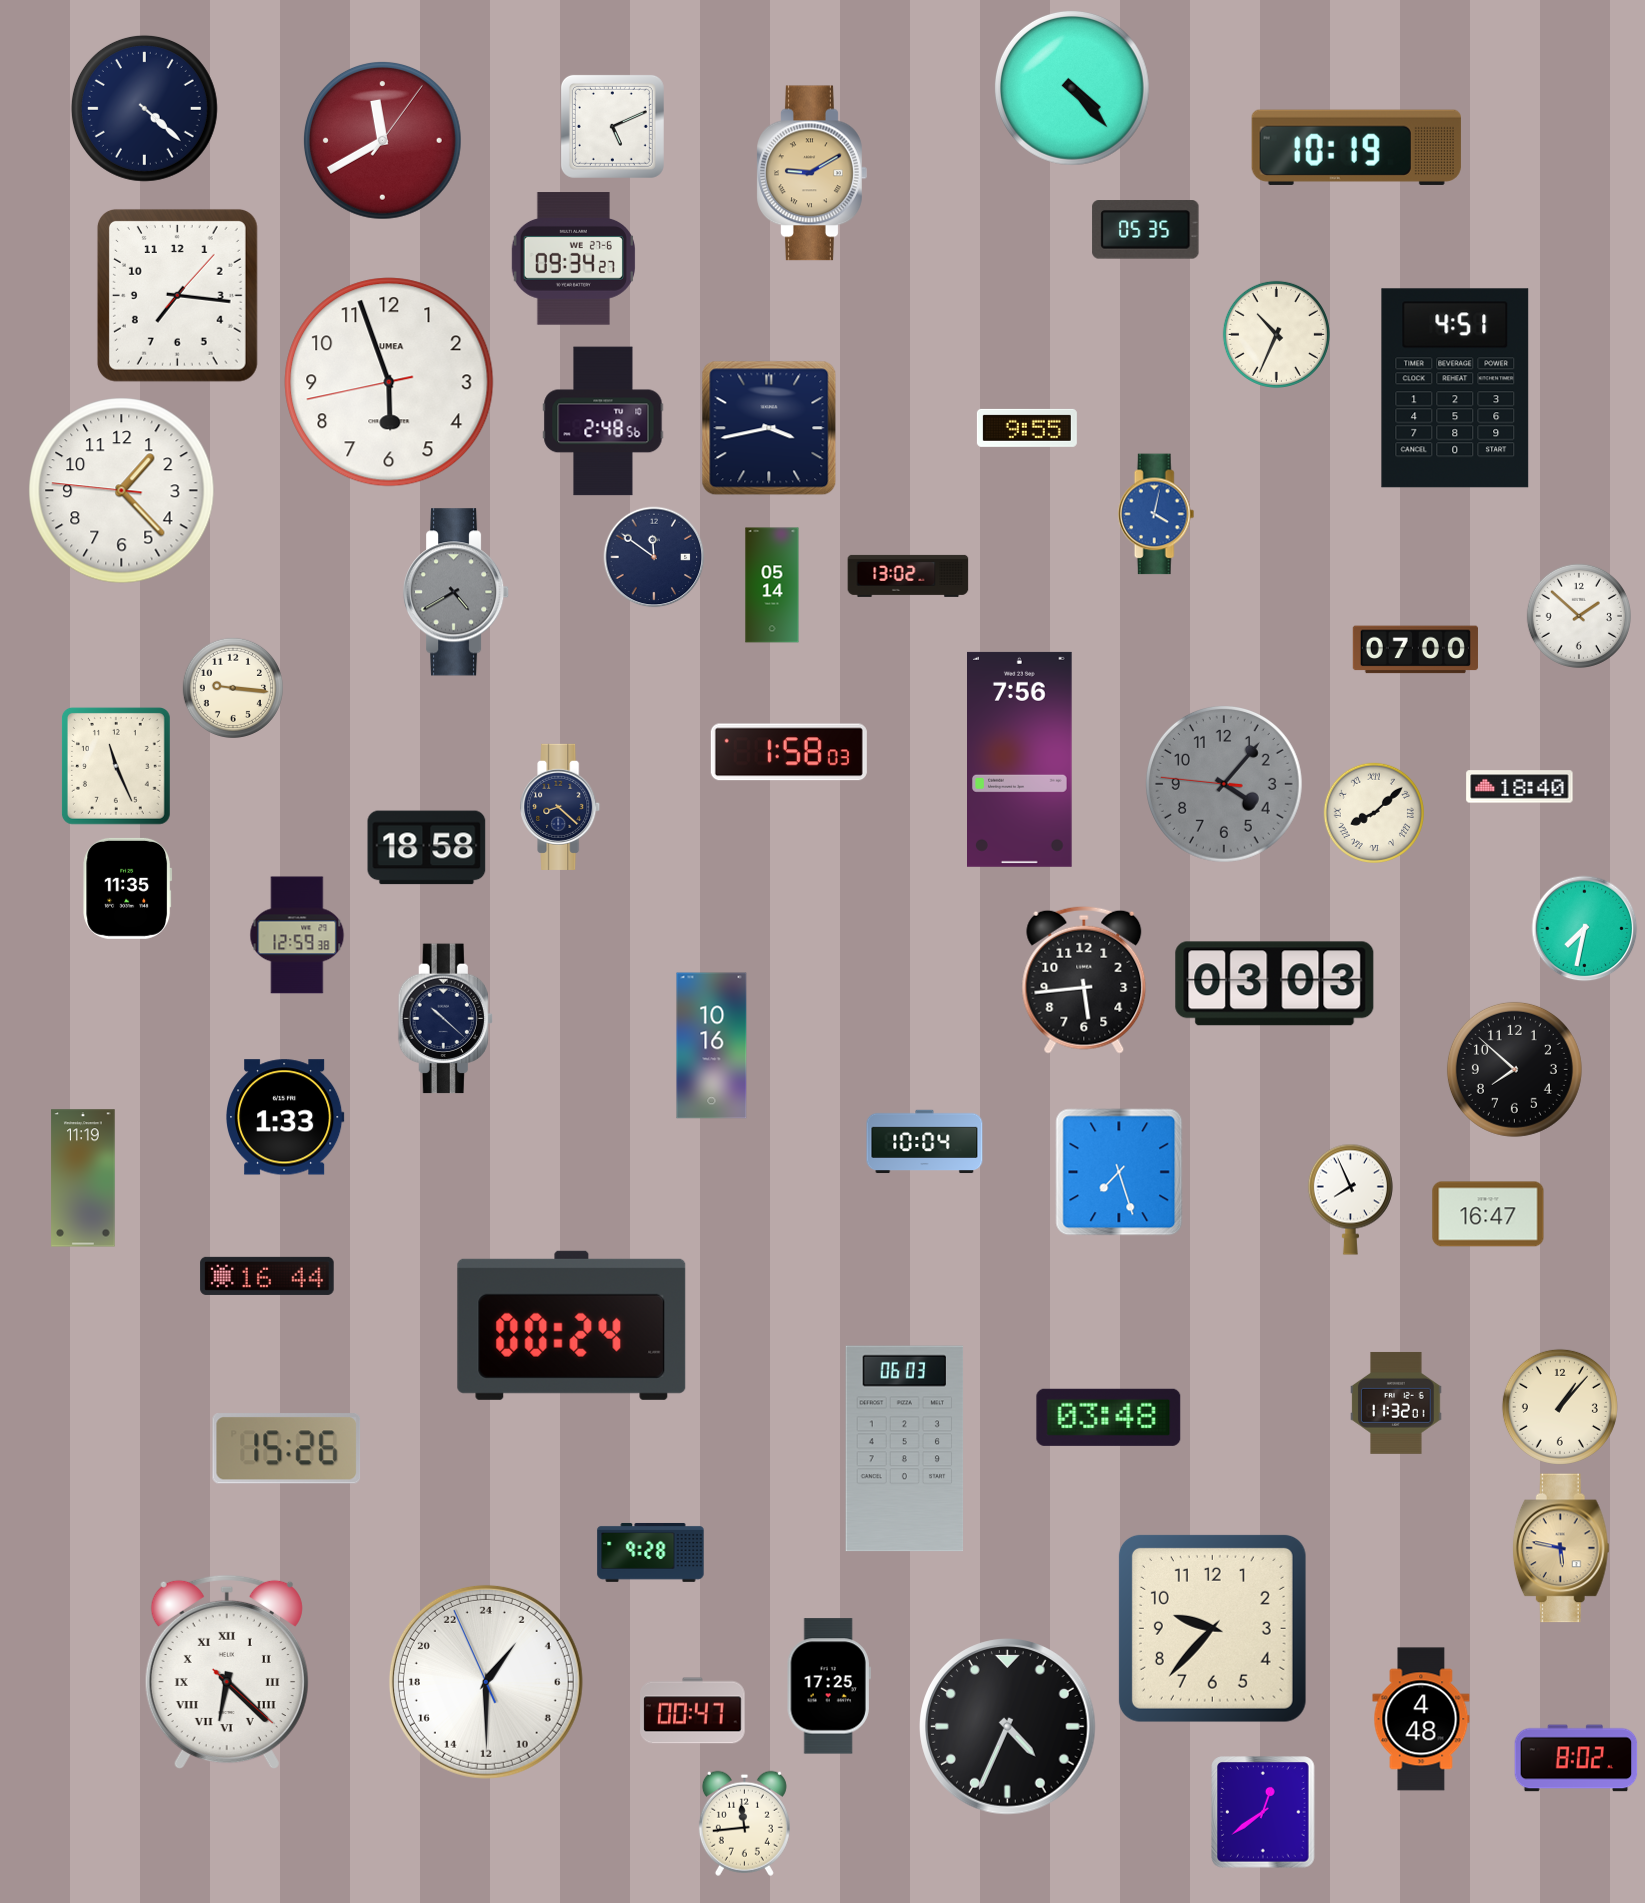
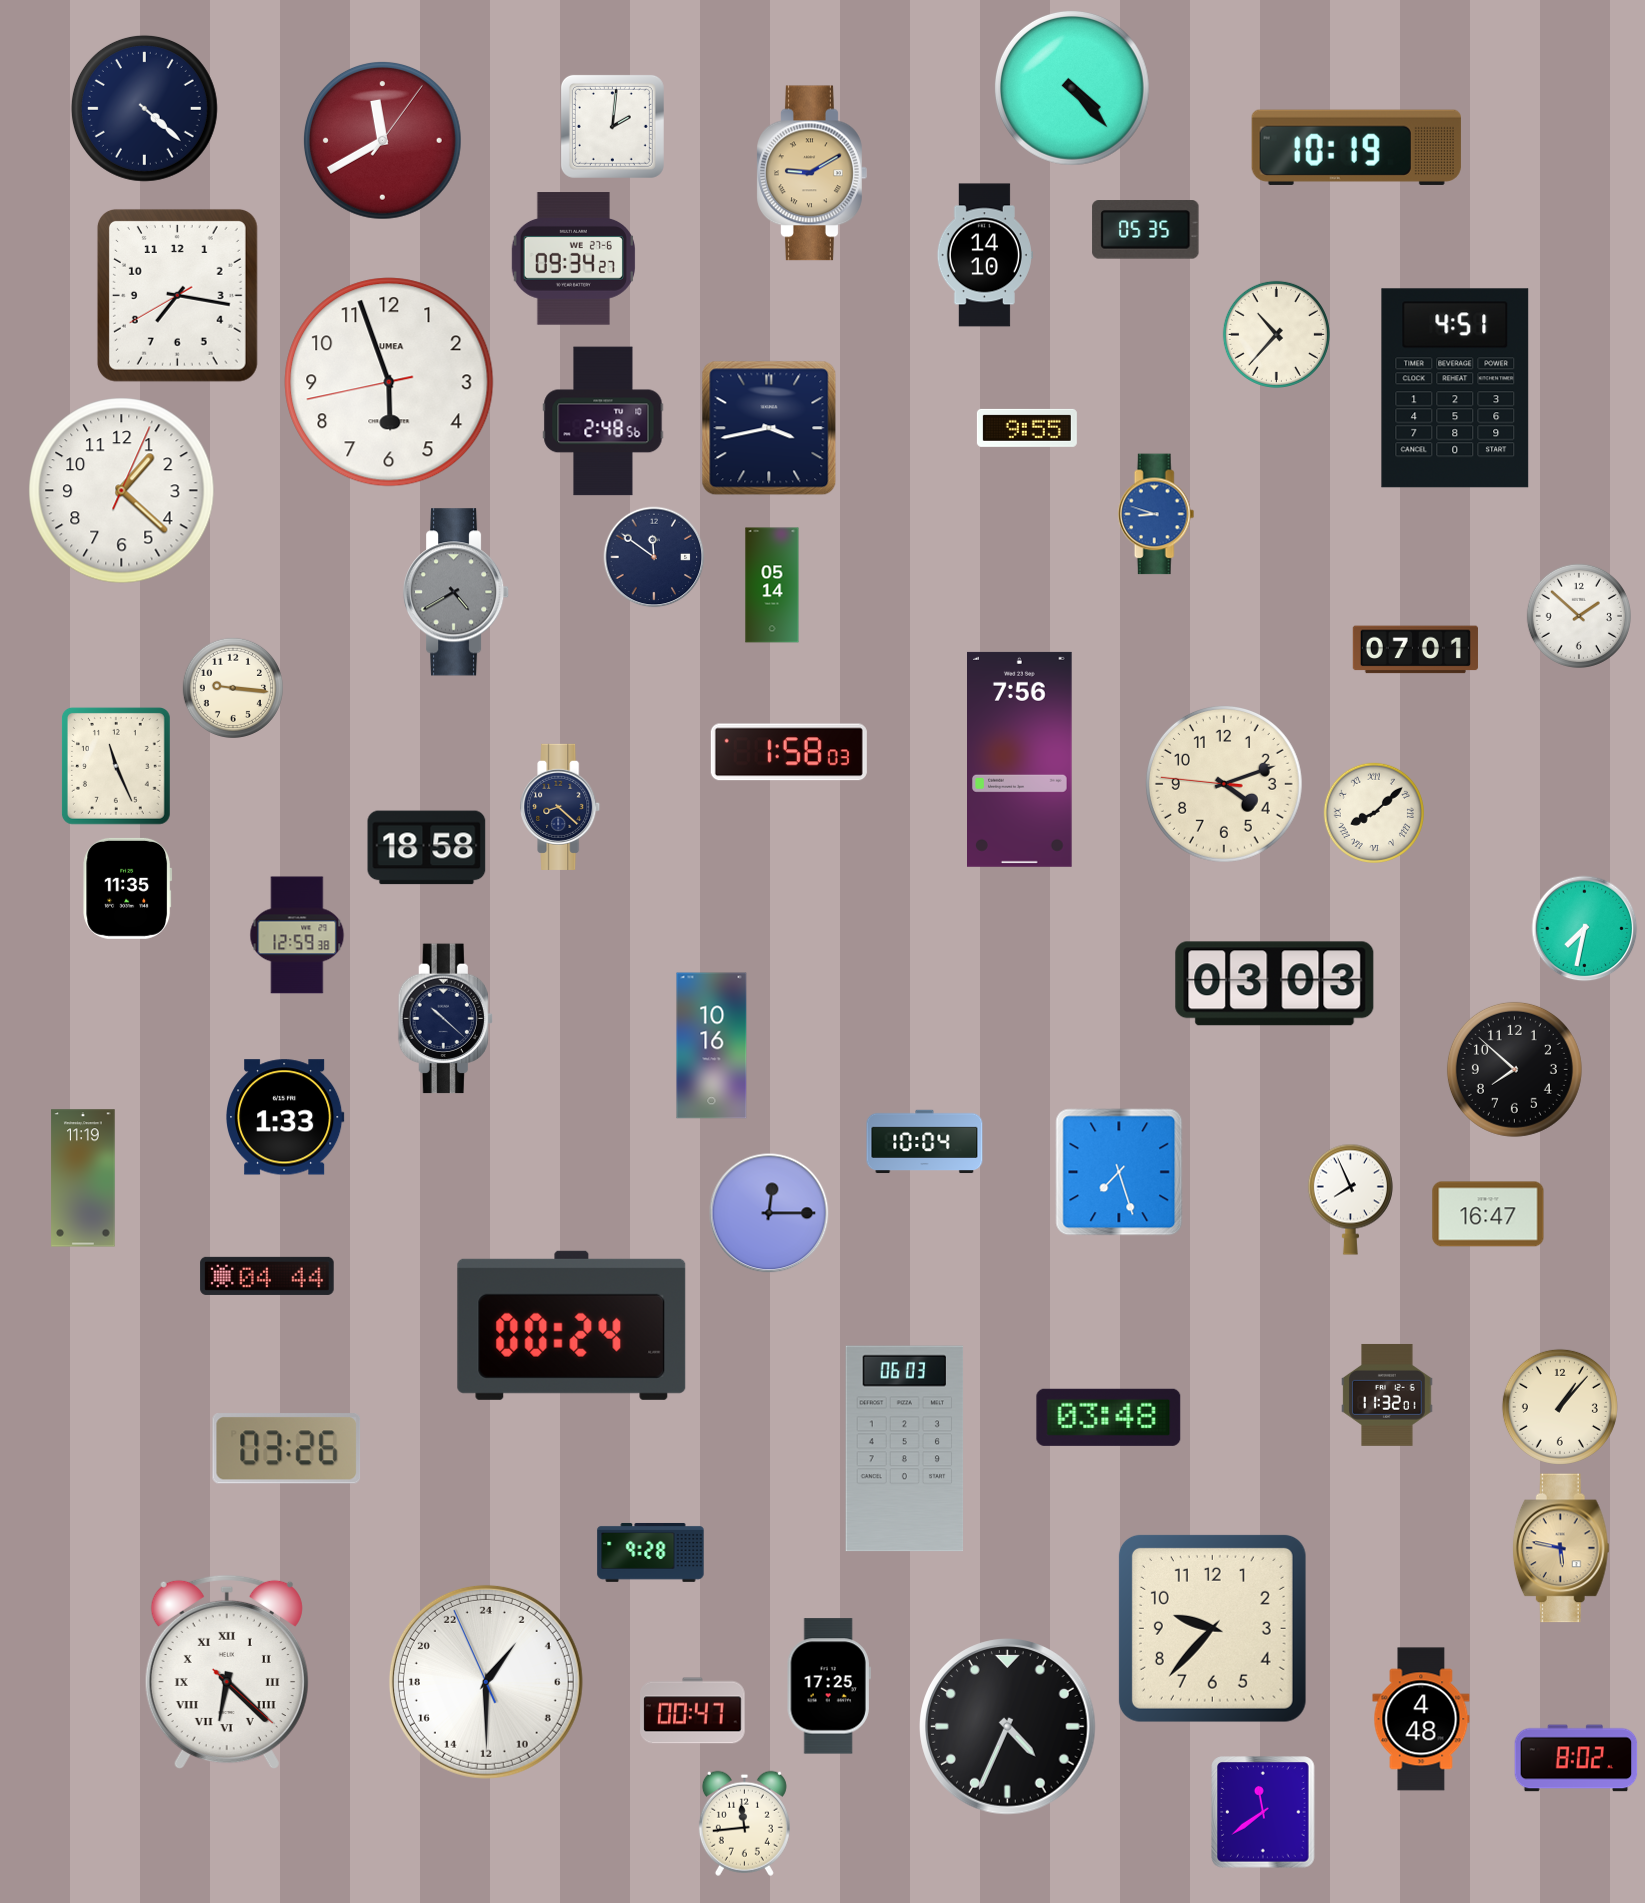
clock at (612, 126): 5:11 -> 2:01
clock at (985, 255): none -> 14:10
clock at (177, 295): 7:16:07 -> 7:16:40
clock at (1276, 334): 10:34 -> 10:37
clock at (122, 491): 1:22:46 -> 1:22:04
clock at (1156, 514): 4:02 -> 8:48
clock at (908, 576): 13:02 -> none
clock at (1415, 650): 07:00 -> 07:01
clock at (1224, 784): 4:06 -> 4:11
clock at (1224, 784) dial: grey -> cream
clock at (1520, 787): 18:40 -> none
clock at (1084, 980): 5:44 -> none
clock at (769, 1213): none -> 12:15
clock at (267, 1276): 16:44 -> 04:44
clock at (1396, 1403) position: (1396, 1403) -> (1387, 1395)
clock at (287, 1449): 15:26 -> 03:26
clock at (1263, 1812): 12:39 -> 11:39
